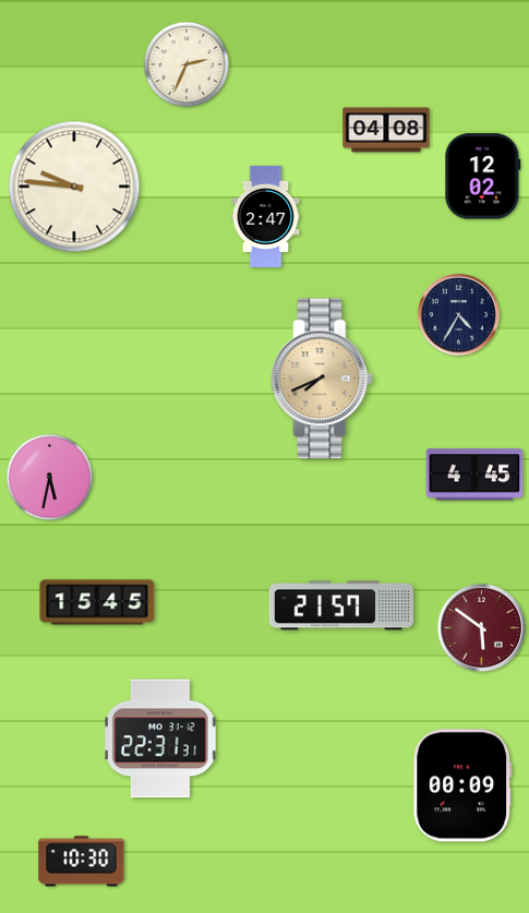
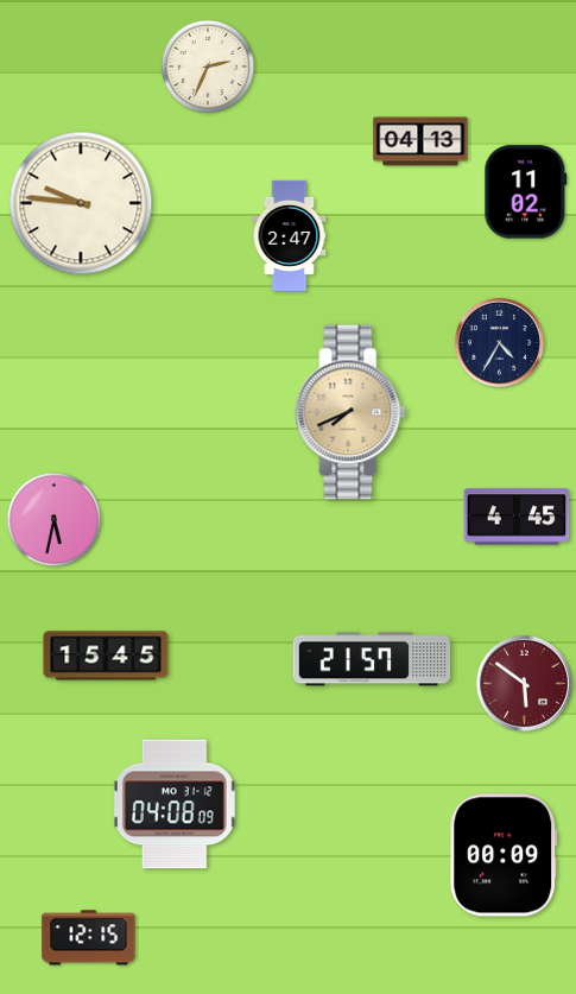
clock at (187, 64) position: (187, 64) -> (208, 67)
clock at (386, 130): 04:08 -> 04:13
clock at (483, 177): 12:02 -> 11:02
clock at (160, 738): 22:31 -> 04:08
clock at (82, 862): 10:30 -> 12:15
